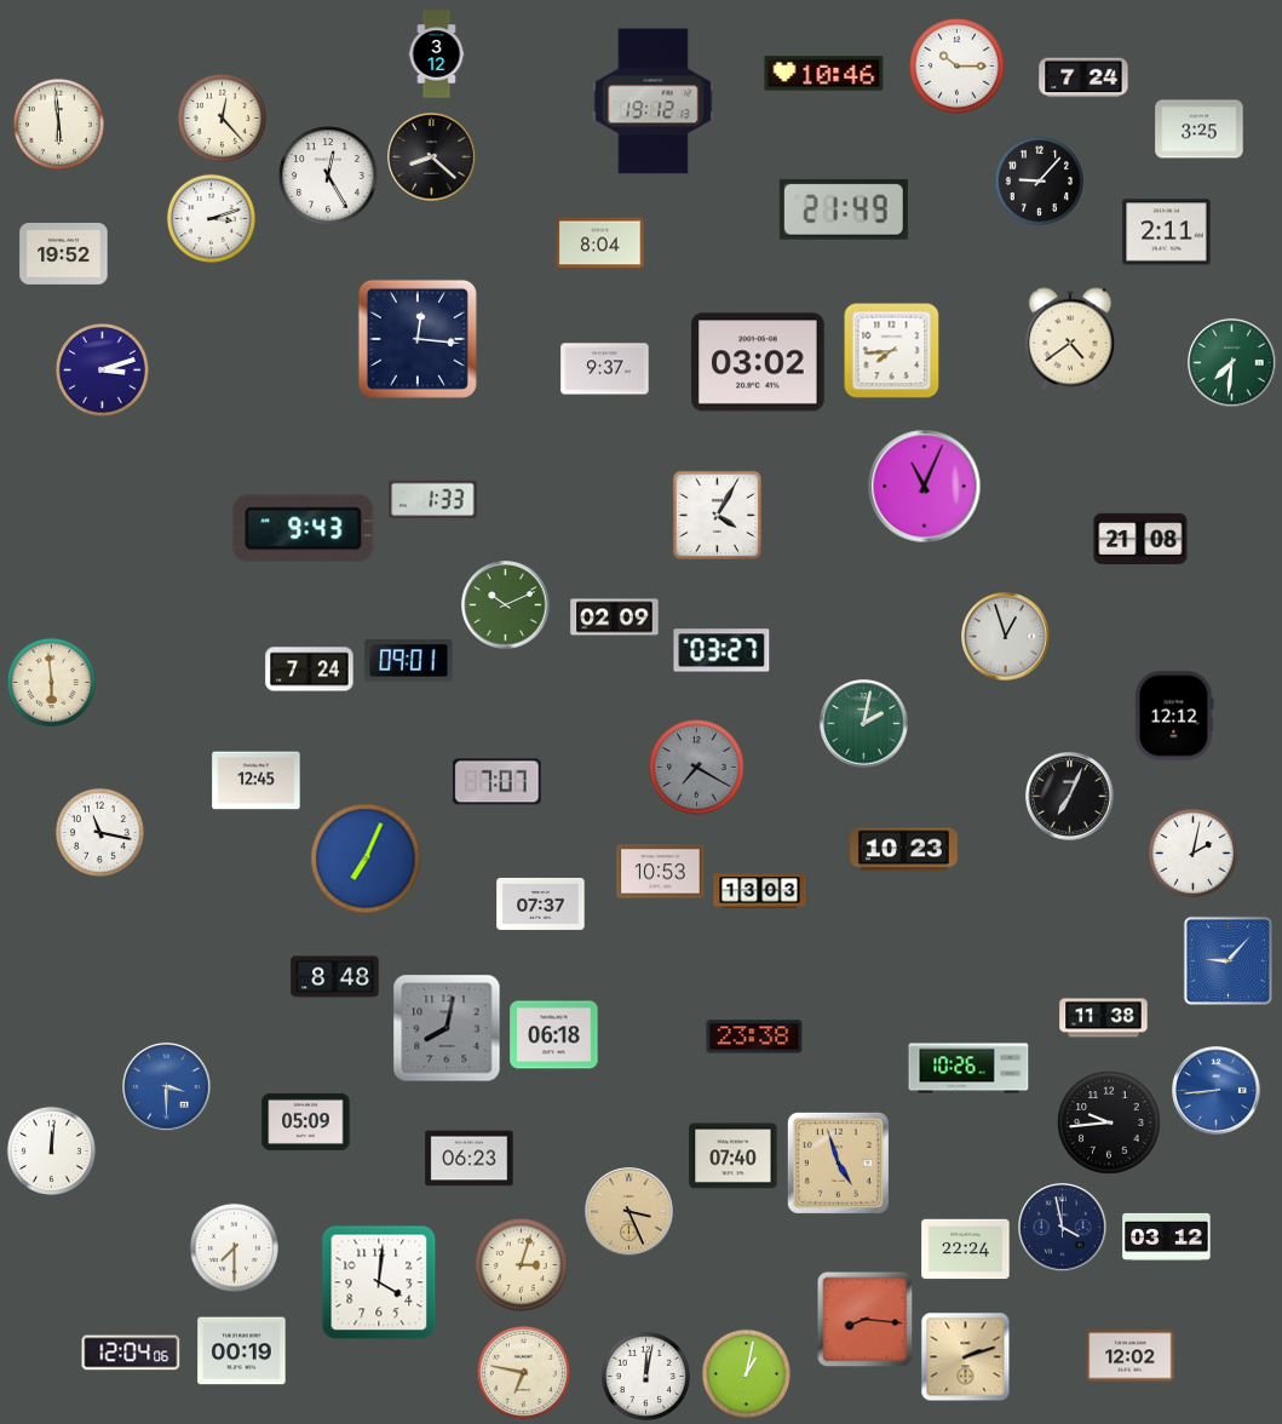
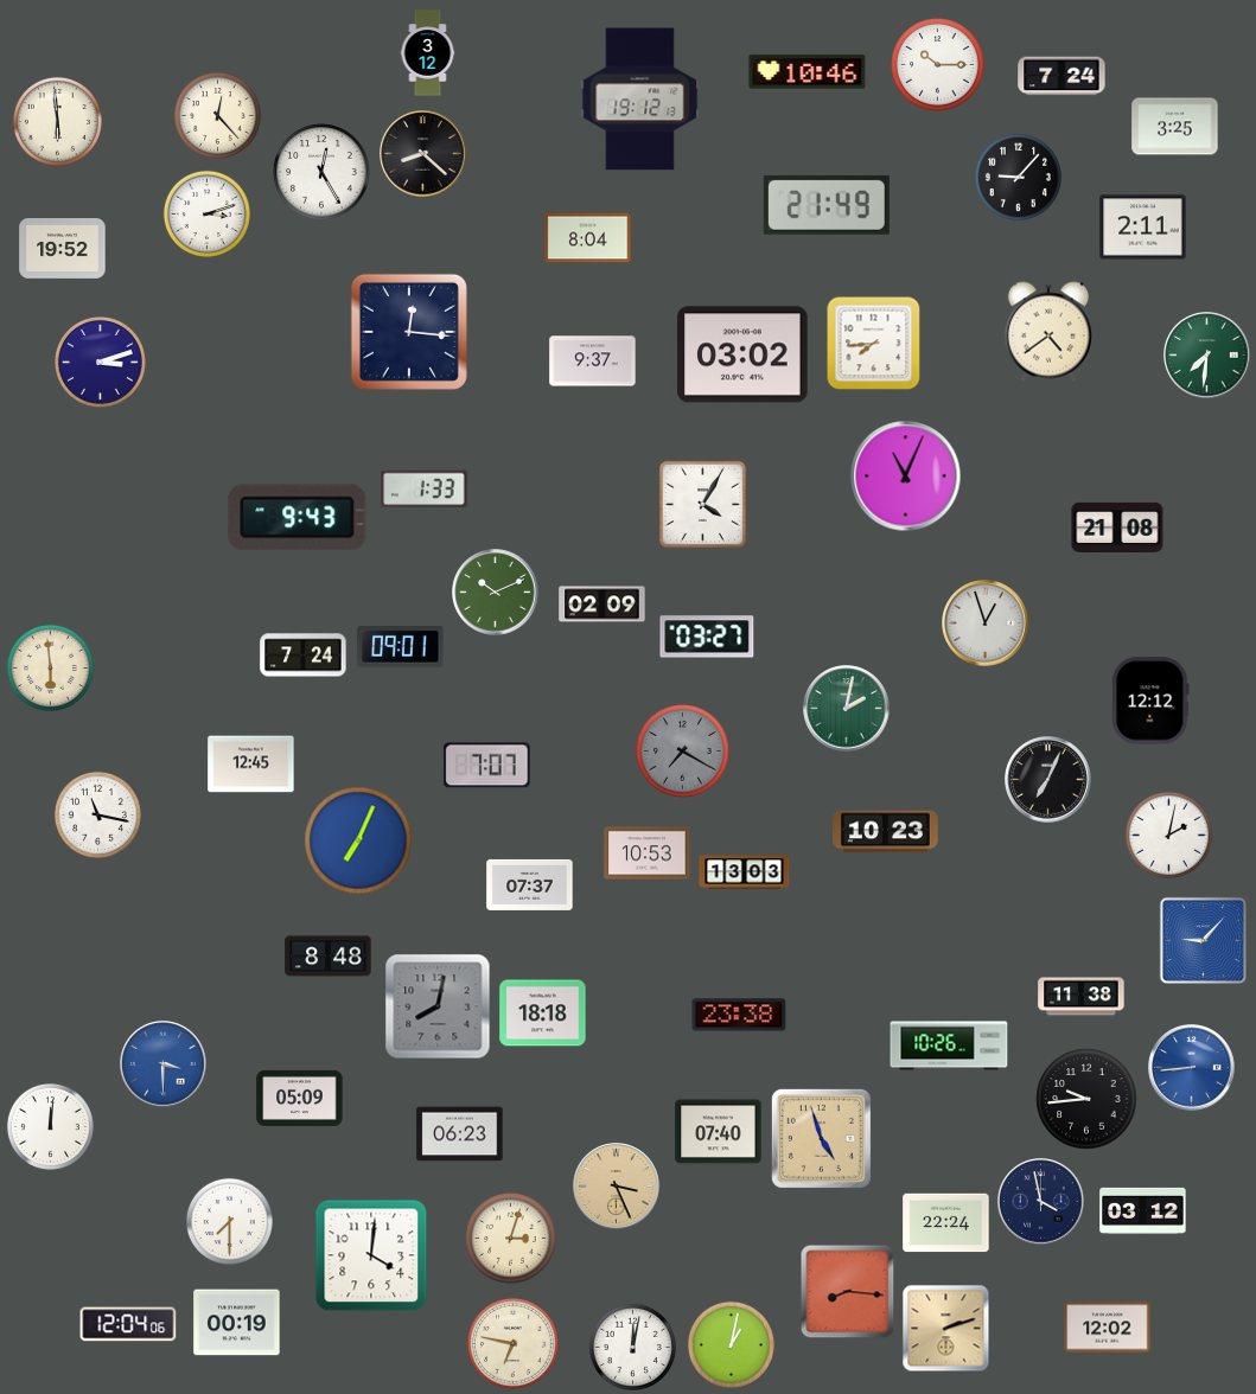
clock at (554, 1035): 06:18 -> 18:18
